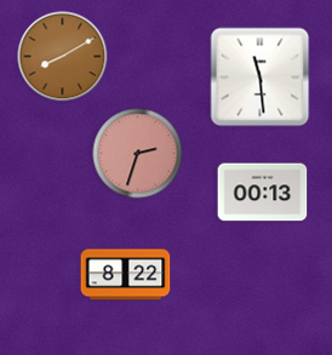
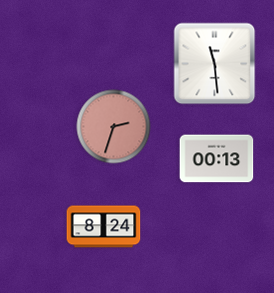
clock at (63, 57): 8:10 -> none
clock at (126, 275): 8:22 -> 8:24
